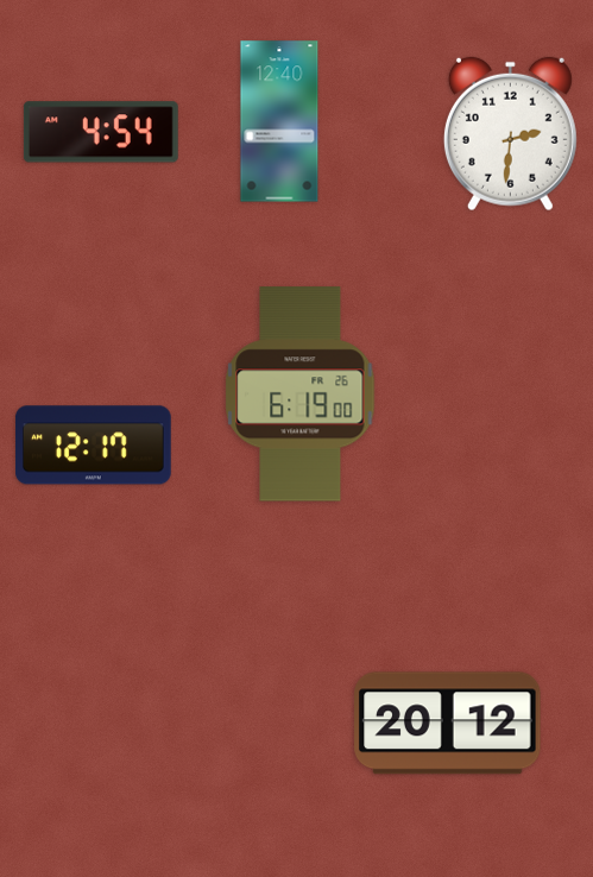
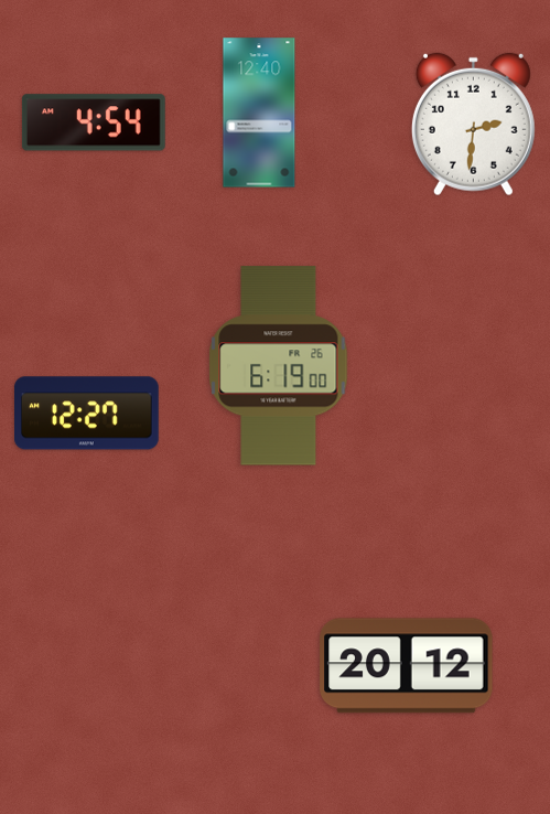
clock at (94, 446): 12:17 -> 12:27
clock at (448, 724) position: (448, 724) -> (407, 666)
